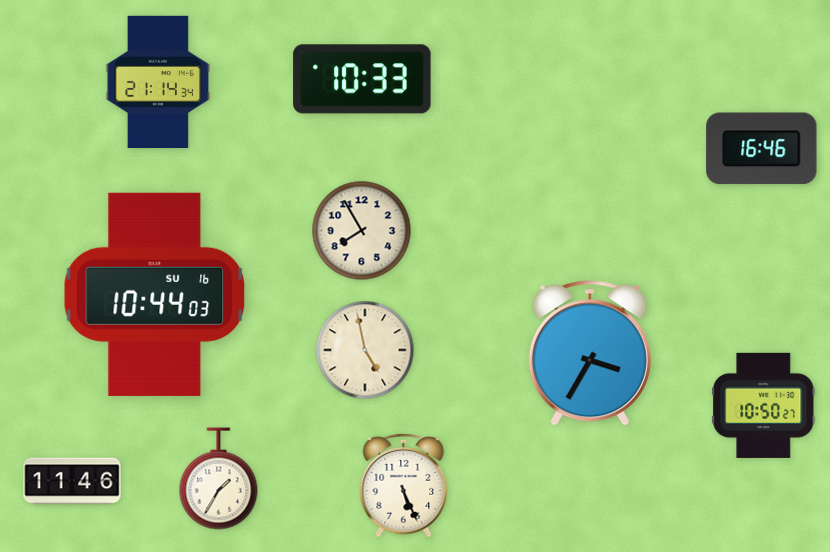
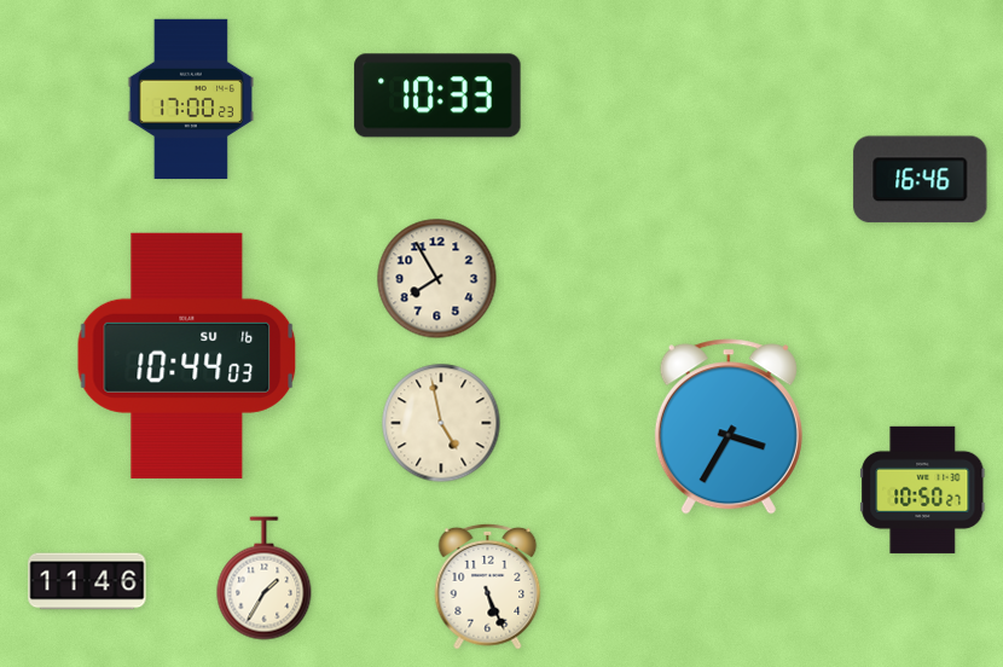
clock at (157, 82): 21:14 -> 17:00
clock at (590, 353) position: (590, 353) -> (729, 427)
